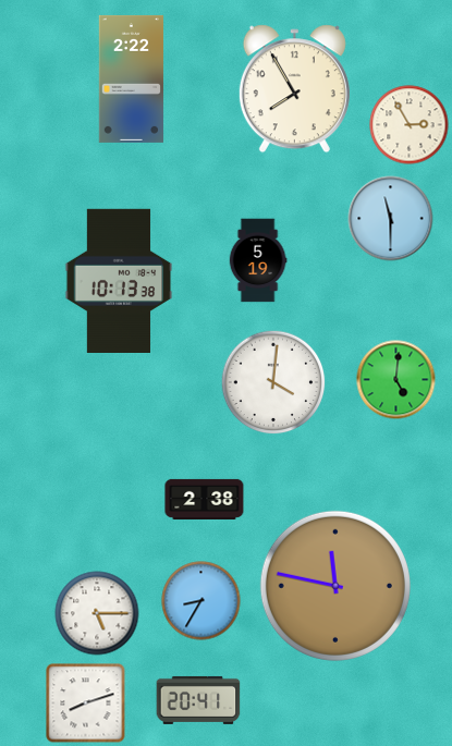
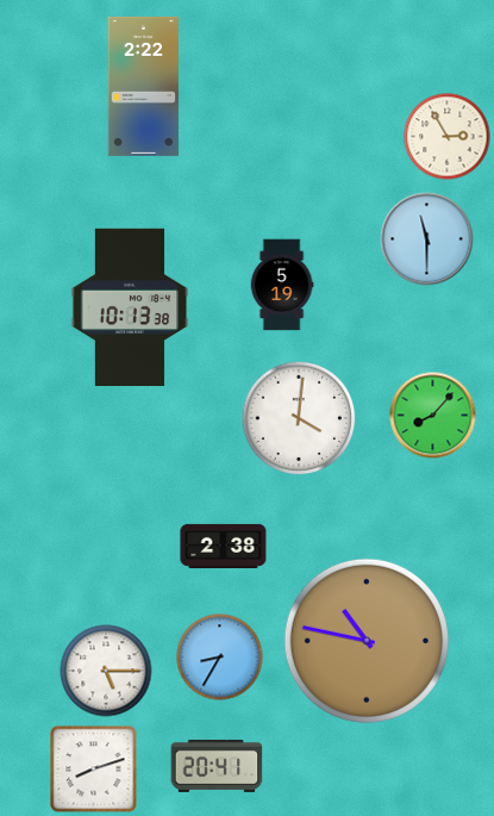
clock at (294, 89): 7:55 -> none
clock at (396, 380): 5:01 -> 8:07
clock at (335, 586): 11:47 -> 10:47
